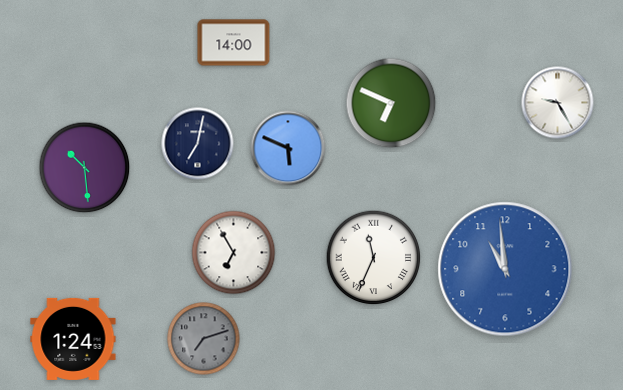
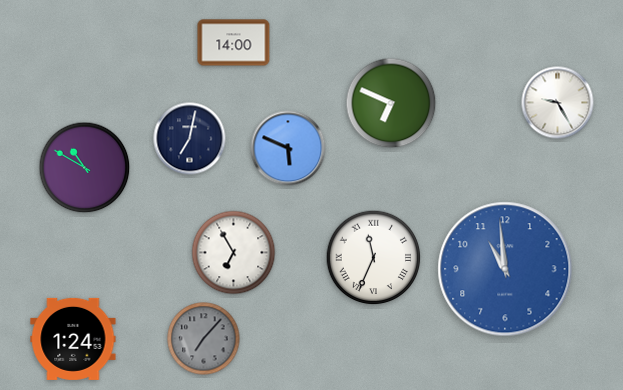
clock at (198, 144) position: (198, 144) -> (190, 139)
clock at (85, 168): 10:29 -> 10:50
clock at (204, 339): 7:12 -> 7:07
